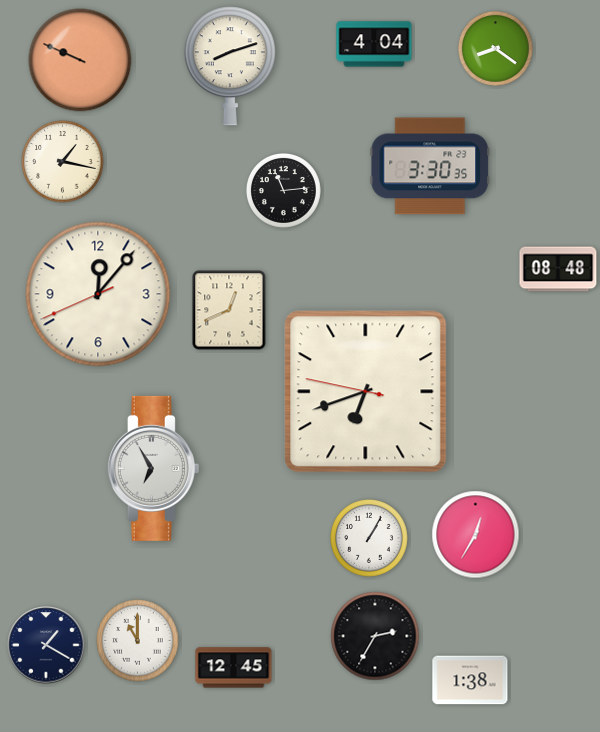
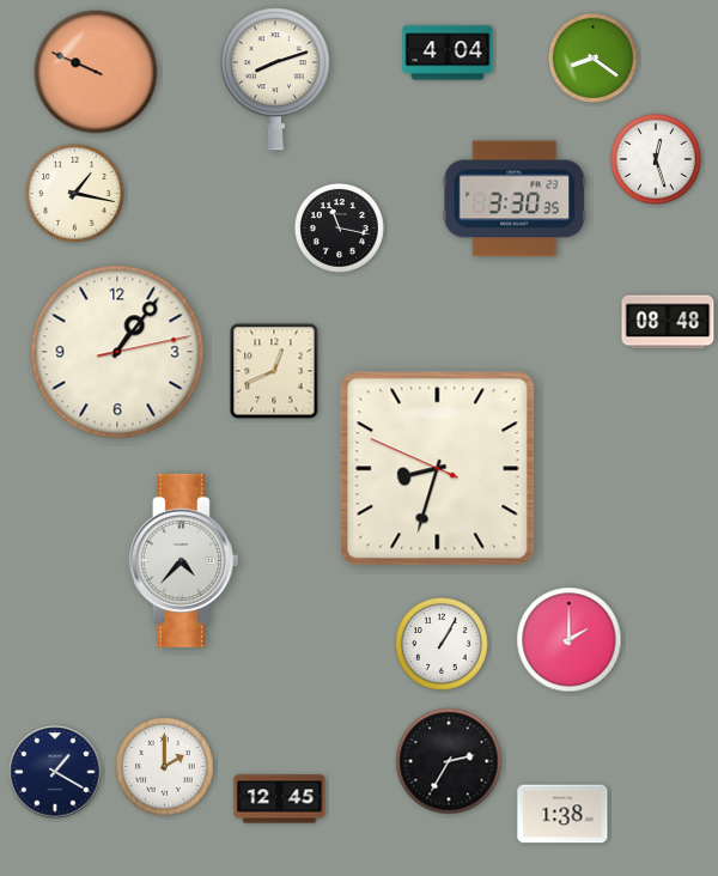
clock at (657, 160): none -> 12:27
clock at (283, 190): 11:14 -> 11:17
clock at (98, 294): 12:06 -> 1:06
clock at (366, 392): 6:41 -> 8:32
clock at (153, 468): 6:55 -> 4:37
clock at (476, 535): 12:35 -> 2:00
clock at (138, 641): 11:00 -> 2:00
